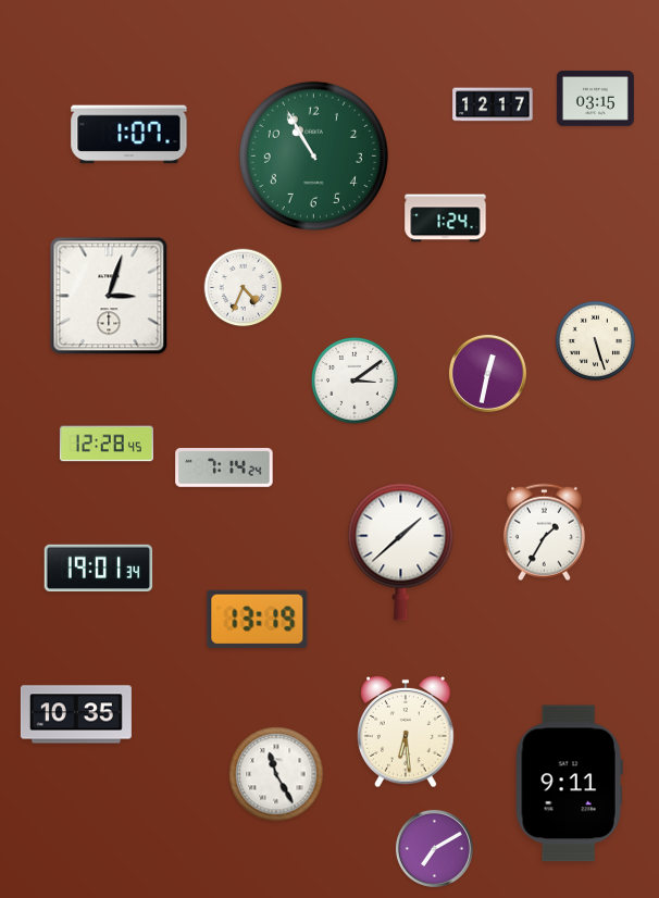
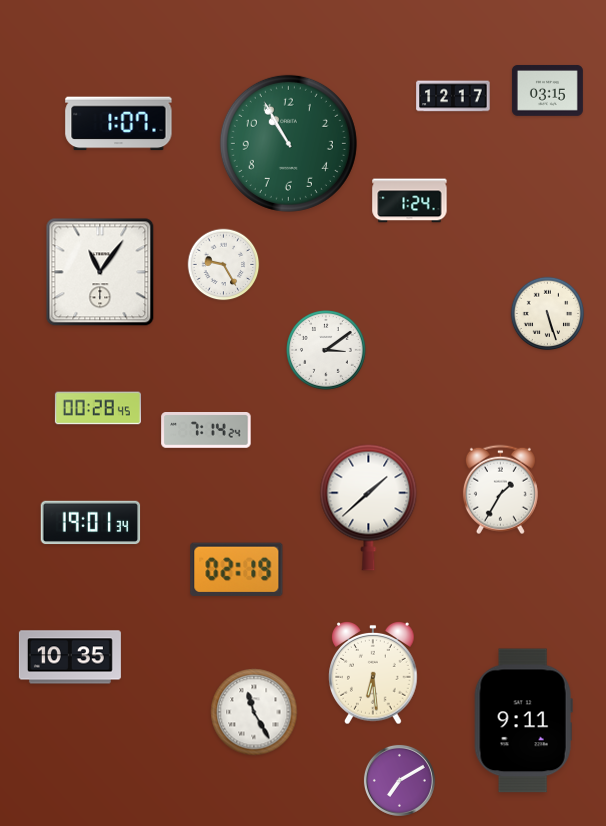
clock at (244, 288): 4:34 -> 9:25
clock at (109, 296): 3:03 -> 11:06
clock at (487, 373): 12:32 -> none
clock at (107, 444): 12:28 -> 00:28
clock at (258, 620): 13:19 -> 02:19
